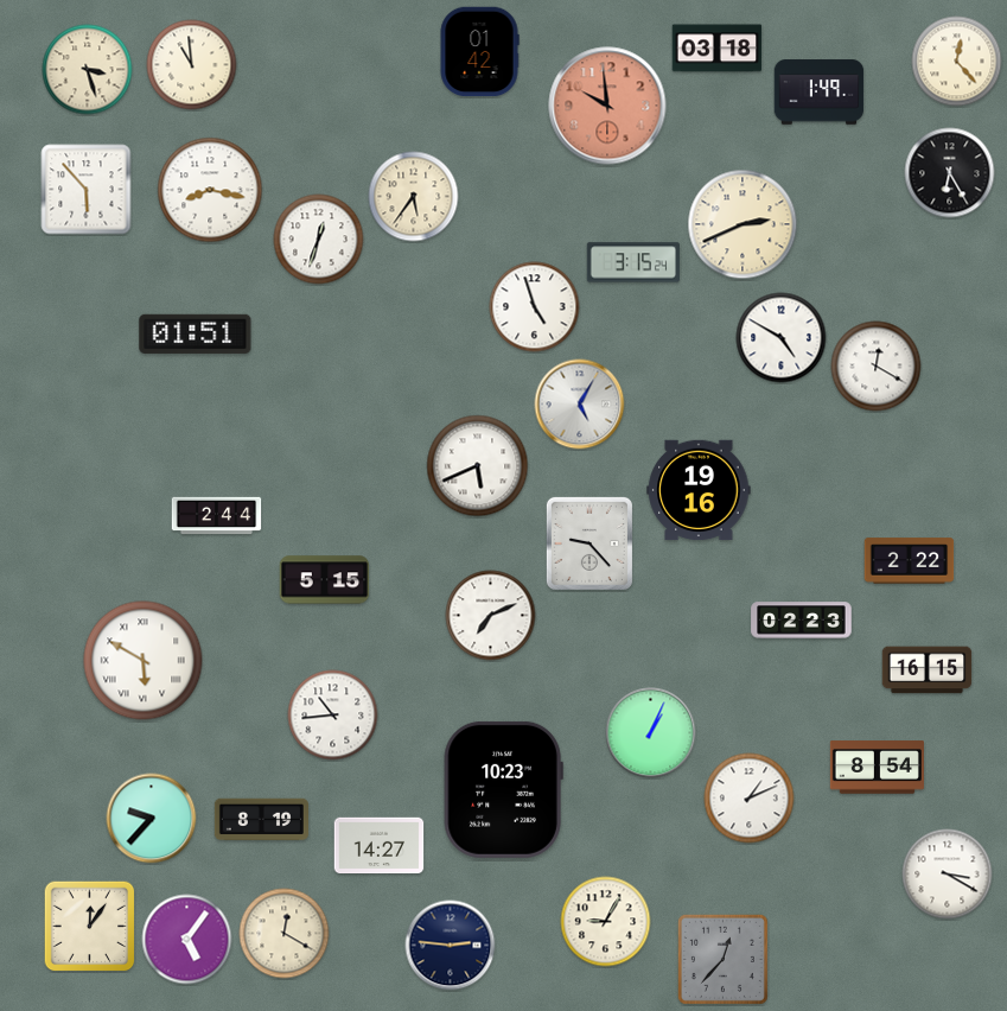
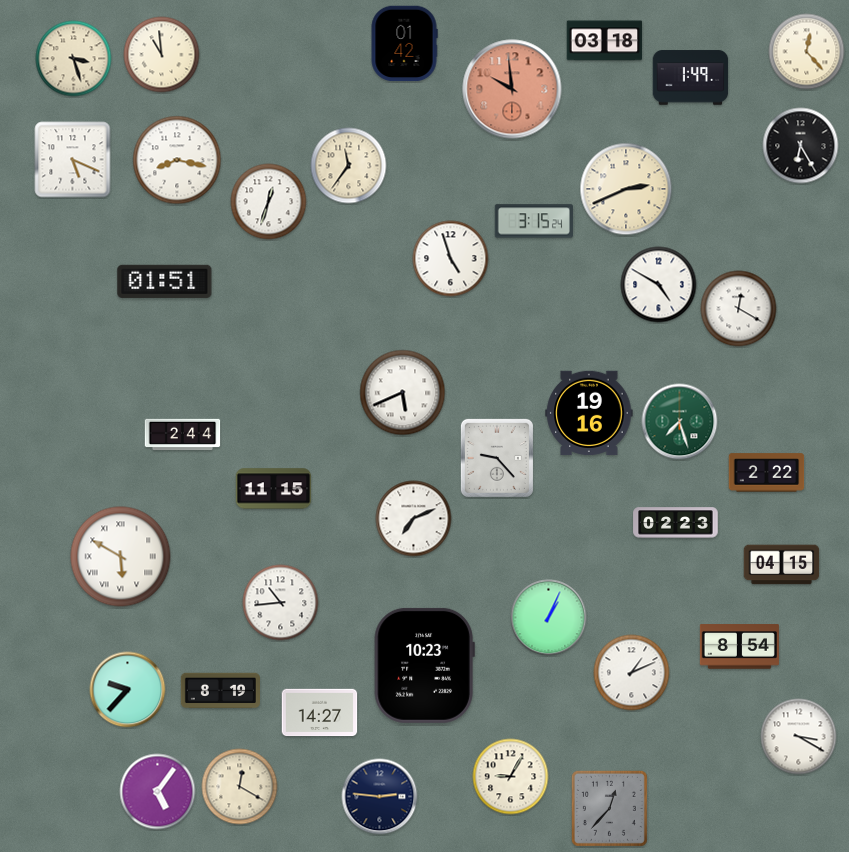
clock at (87, 190): 5:53 -> 5:19
clock at (414, 197): 5:36 -> 11:36
clock at (580, 405): 5:05 -> none
clock at (680, 422): none -> 7:27
clock at (325, 580): 5:15 -> 11:15
clock at (928, 670): 16:15 -> 04:15
clock at (89, 926): 12:06 -> none
